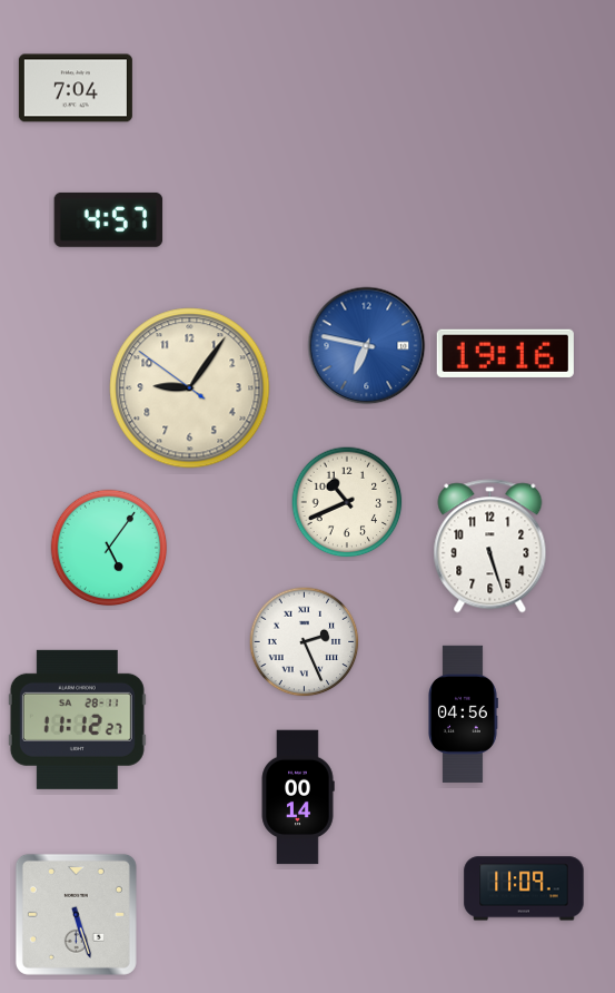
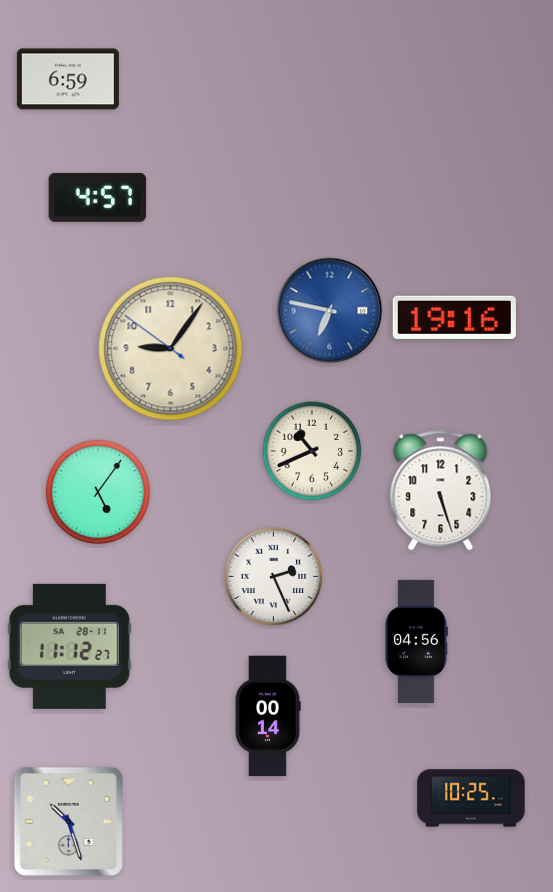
clock at (76, 88): 7:04 -> 6:59
clock at (524, 888): 11:09 -> 10:25
clock at (76, 914): 5:27 -> 10:27
